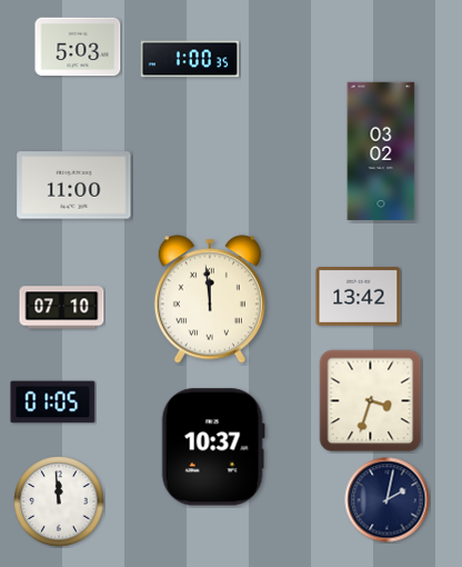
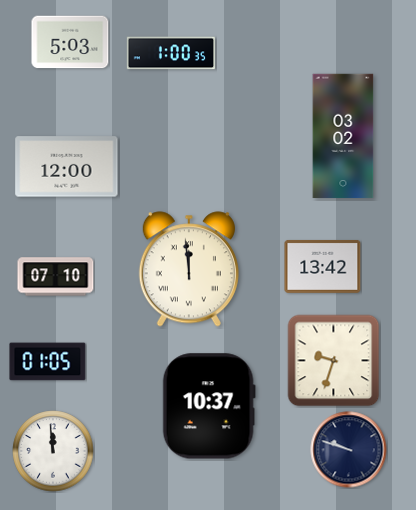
clock at (74, 186): 11:00 -> 12:00
clock at (371, 401): 3:33 -> 9:33
clock at (213, 447) position: (213, 447) -> (209, 406)
clock at (388, 500): 2:02 -> 9:48
